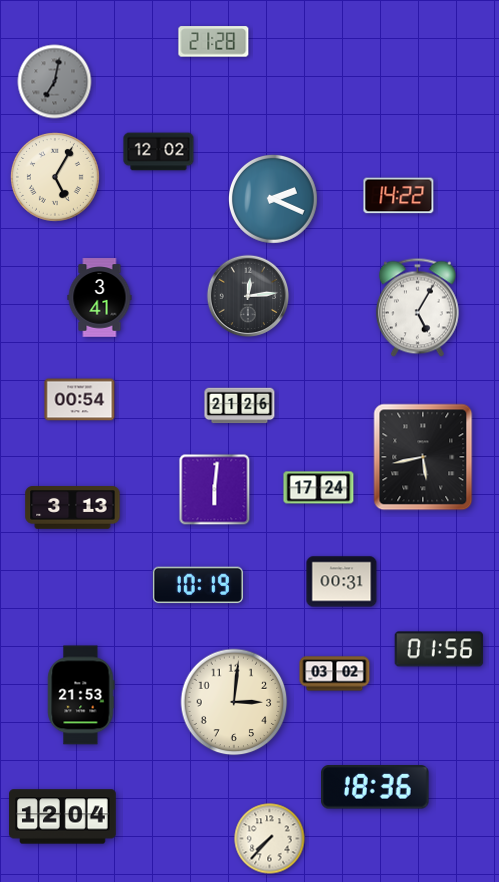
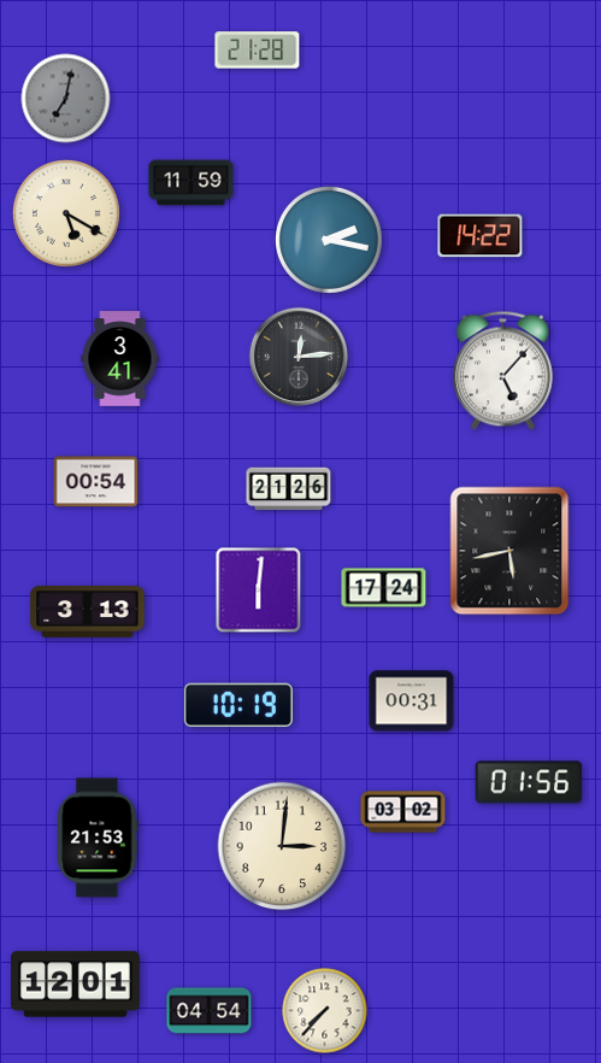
clock at (159, 152): 12:02 -> 11:59
clock at (55, 177): 5:05 -> 5:20
clock at (273, 199): 2:19 -> 2:17
clock at (417, 308): 5:05 -> 5:07
clock at (376, 787): 18:36 -> none
clock at (63, 817): 12:04 -> 12:01
clock at (210, 1011): none -> 04:54
